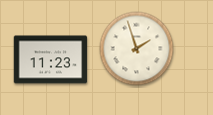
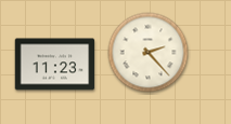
clock at (137, 49): 1:57 -> 2:23
